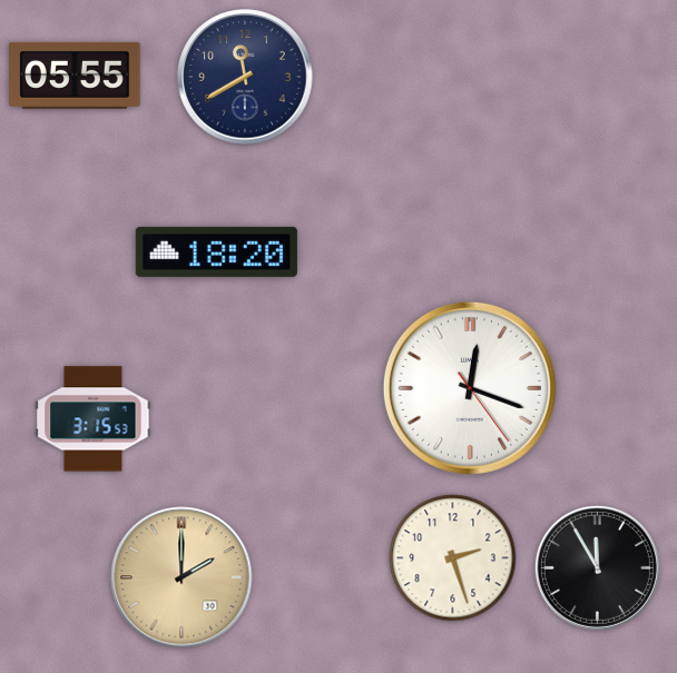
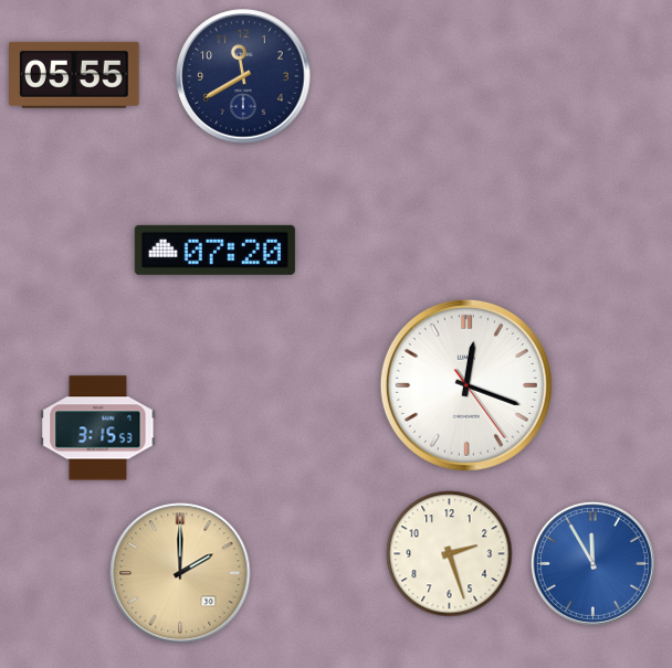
clock at (216, 251): 18:20 -> 07:20
clock at (94, 419) position: (94, 419) -> (98, 428)
clock at (597, 567) dial: black -> blue
